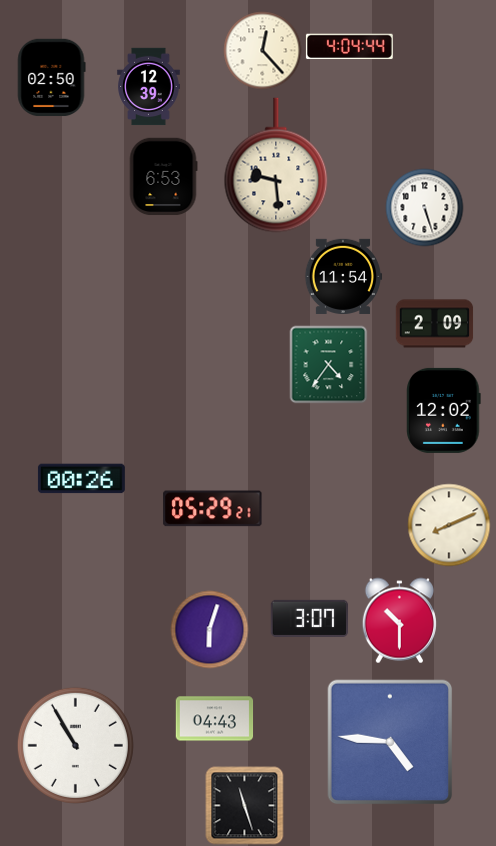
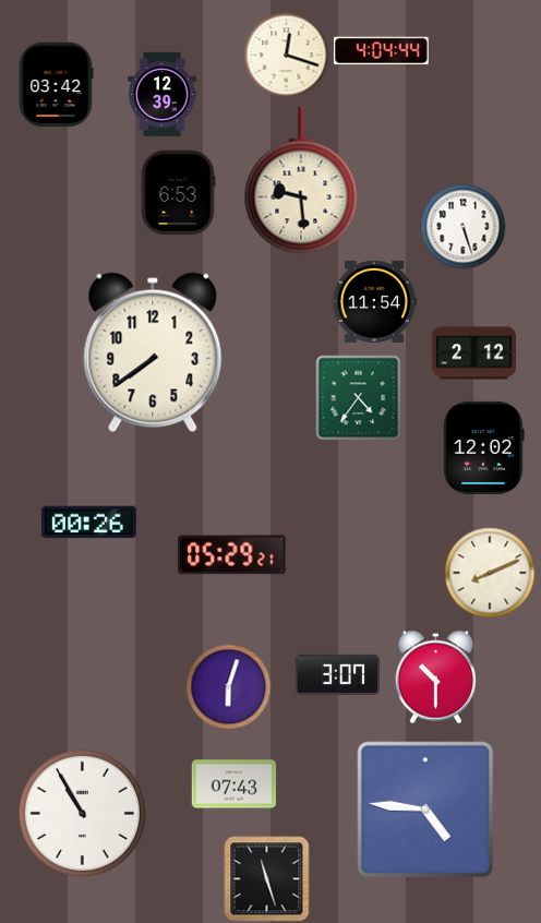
clock at (262, 50): 12:23 -> 12:18
clock at (51, 77): 02:50 -> 03:42
clock at (153, 352): none -> 7:39
clock at (434, 324): 2:09 -> 2:12
clock at (214, 719): 04:43 -> 07:43
